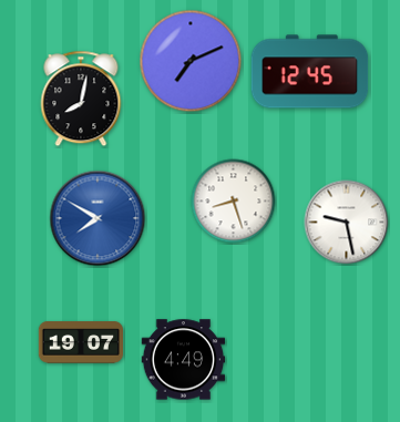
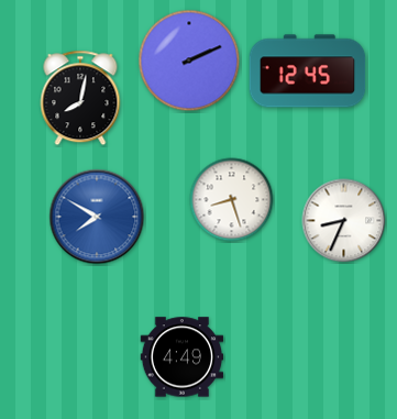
clock at (191, 61): 7:11 -> 2:11
clock at (347, 223): 9:28 -> 8:34
clock at (80, 342): 19:07 -> none
